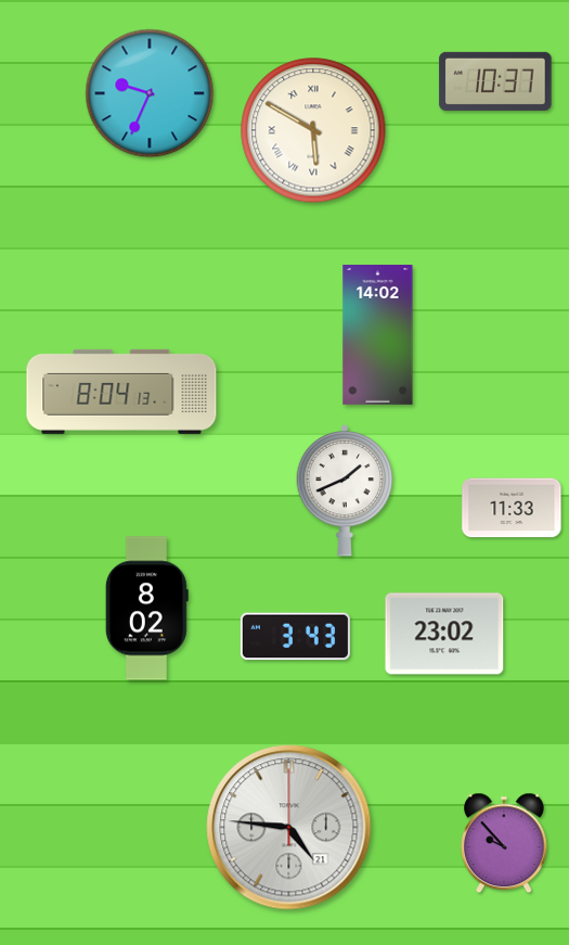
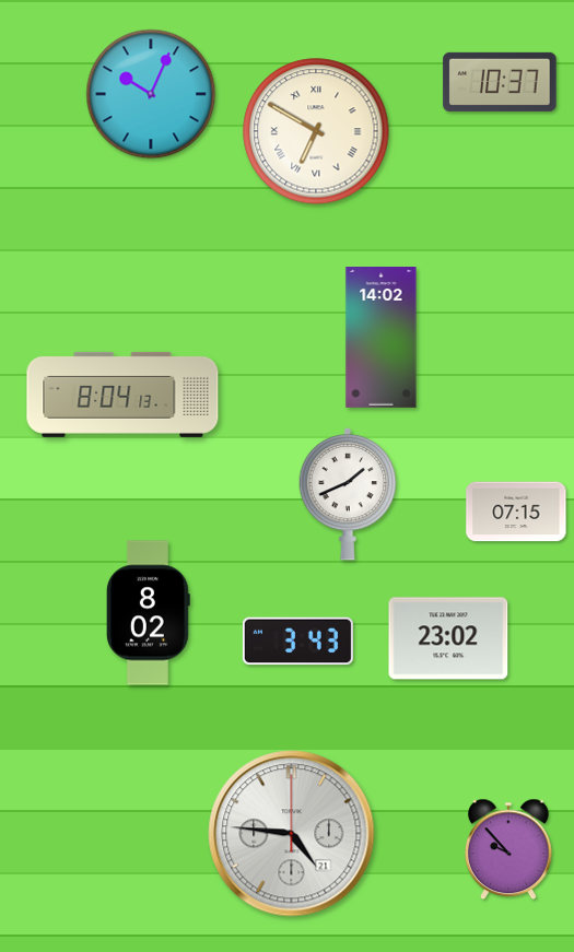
clock at (150, 93): 9:34 -> 10:04
clock at (313, 130): 5:50 -> 6:50
clock at (512, 508): 11:33 -> 07:15
